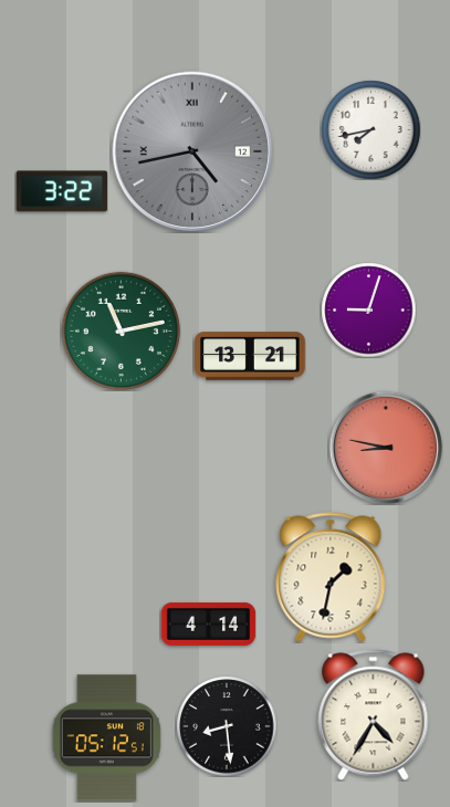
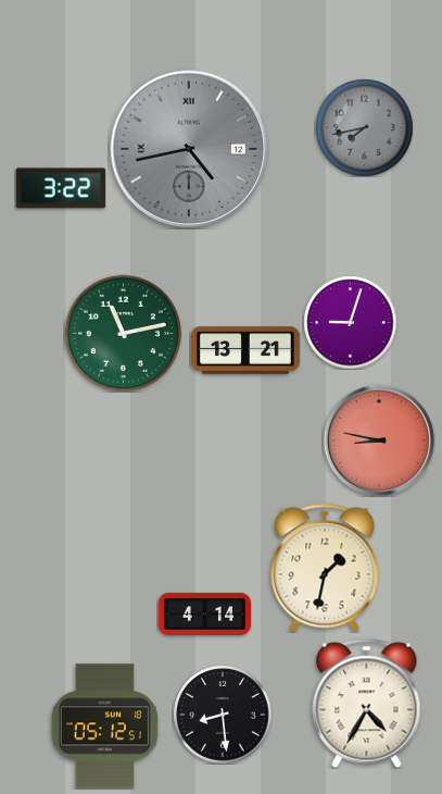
clock at (370, 129) dial: white -> grey
clock at (368, 310) position: (368, 310) -> (350, 322)
clock at (121, 331) position: (121, 331) -> (123, 333)
